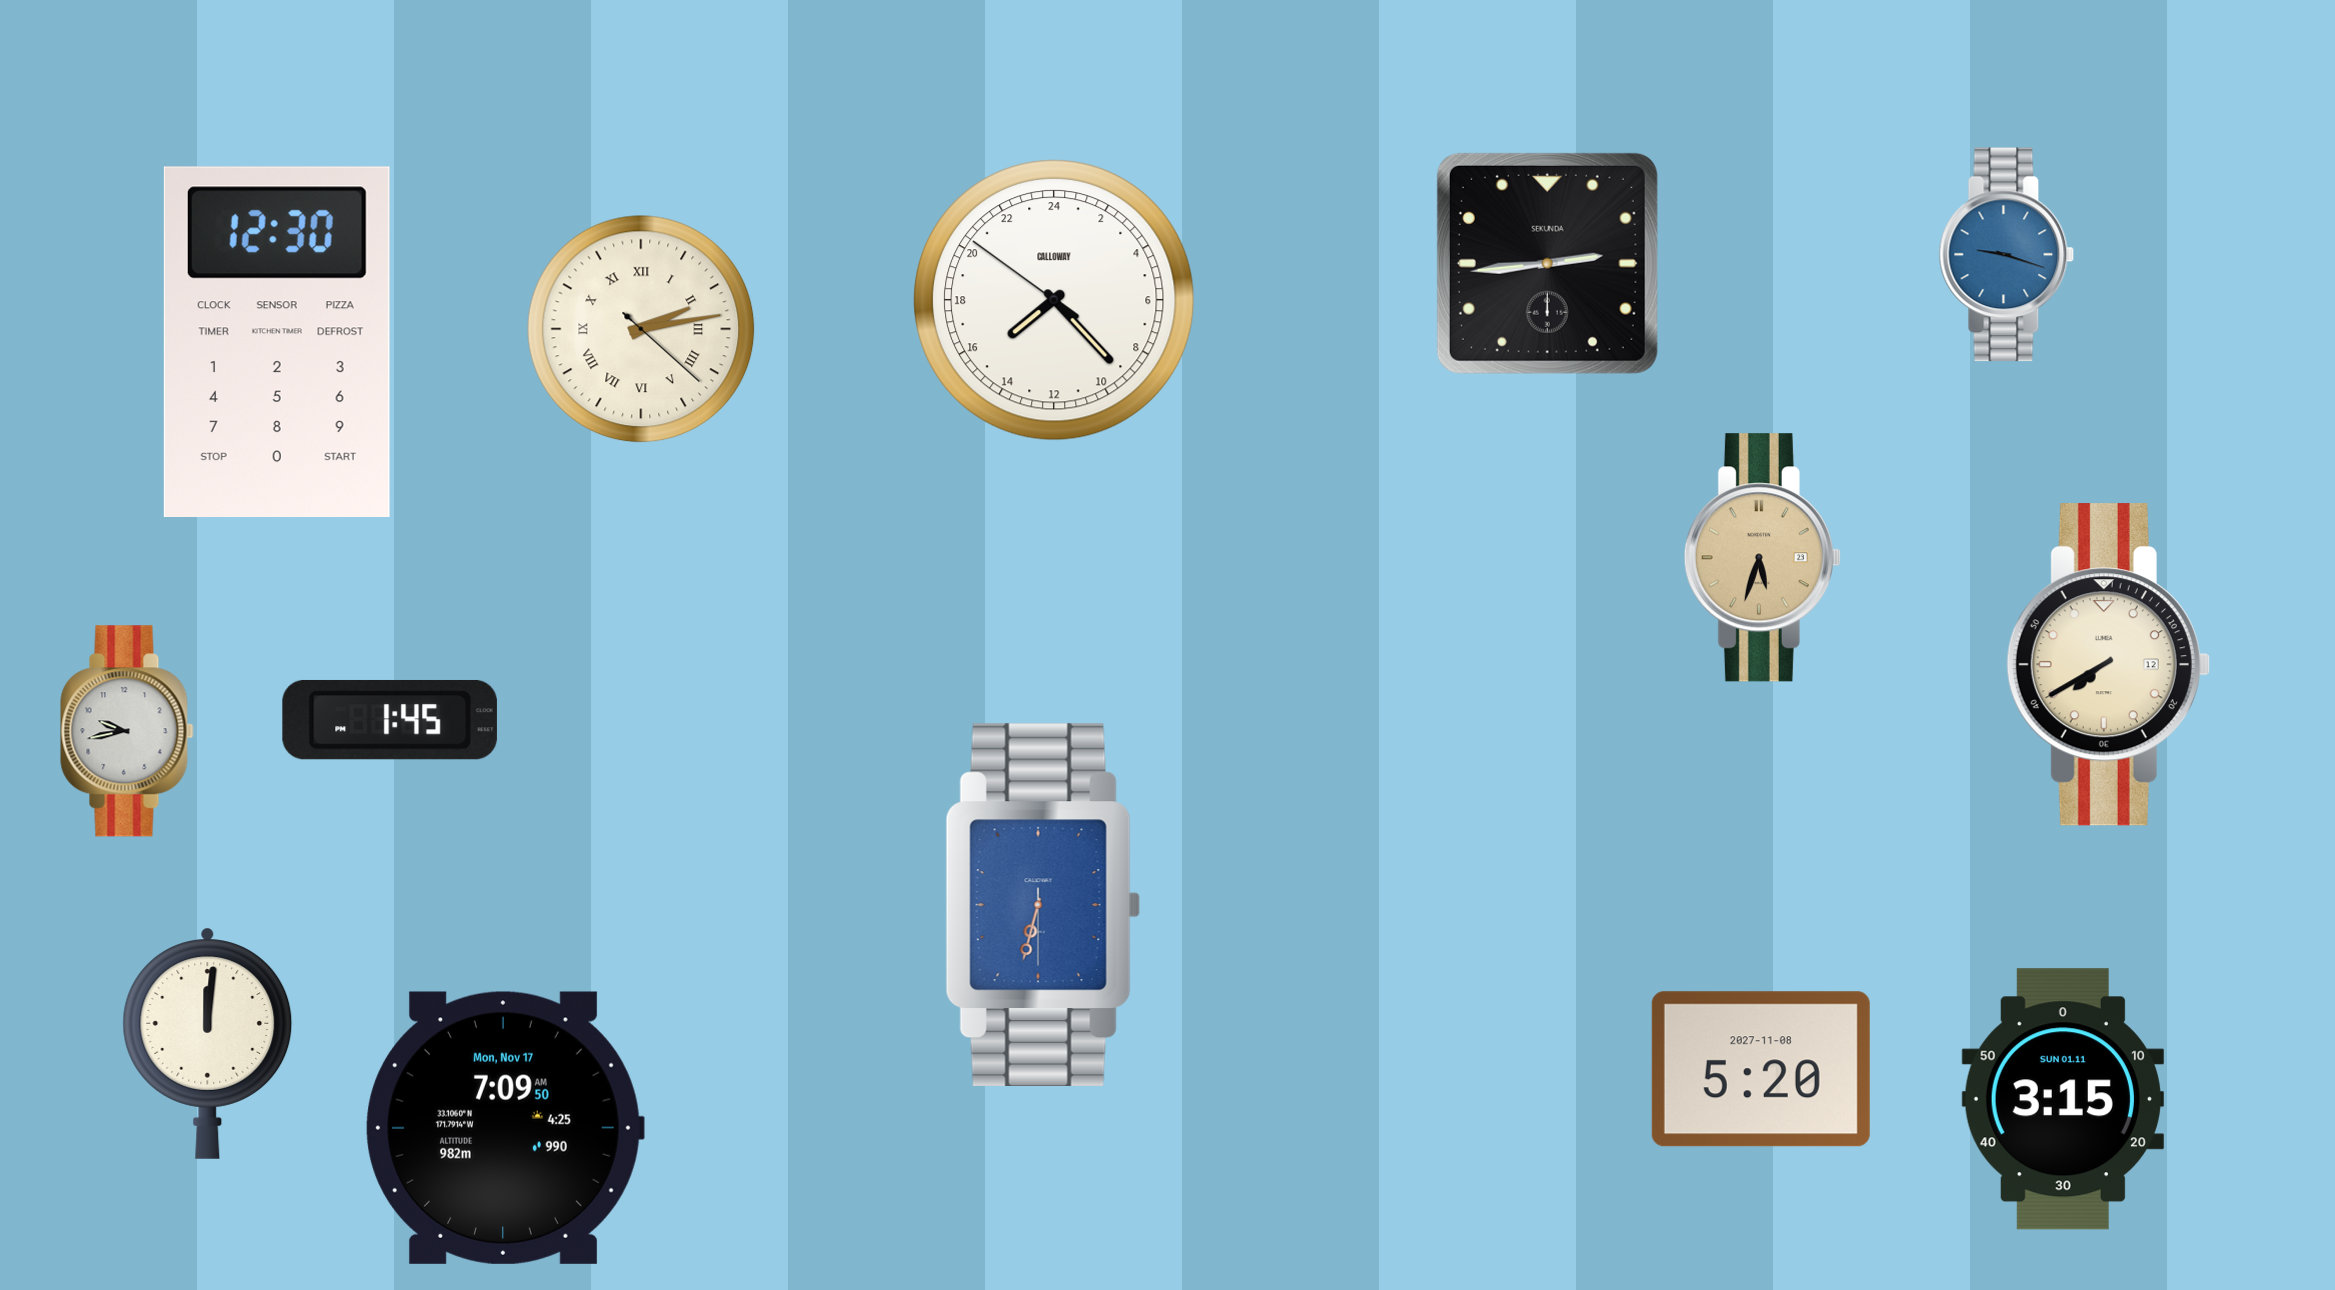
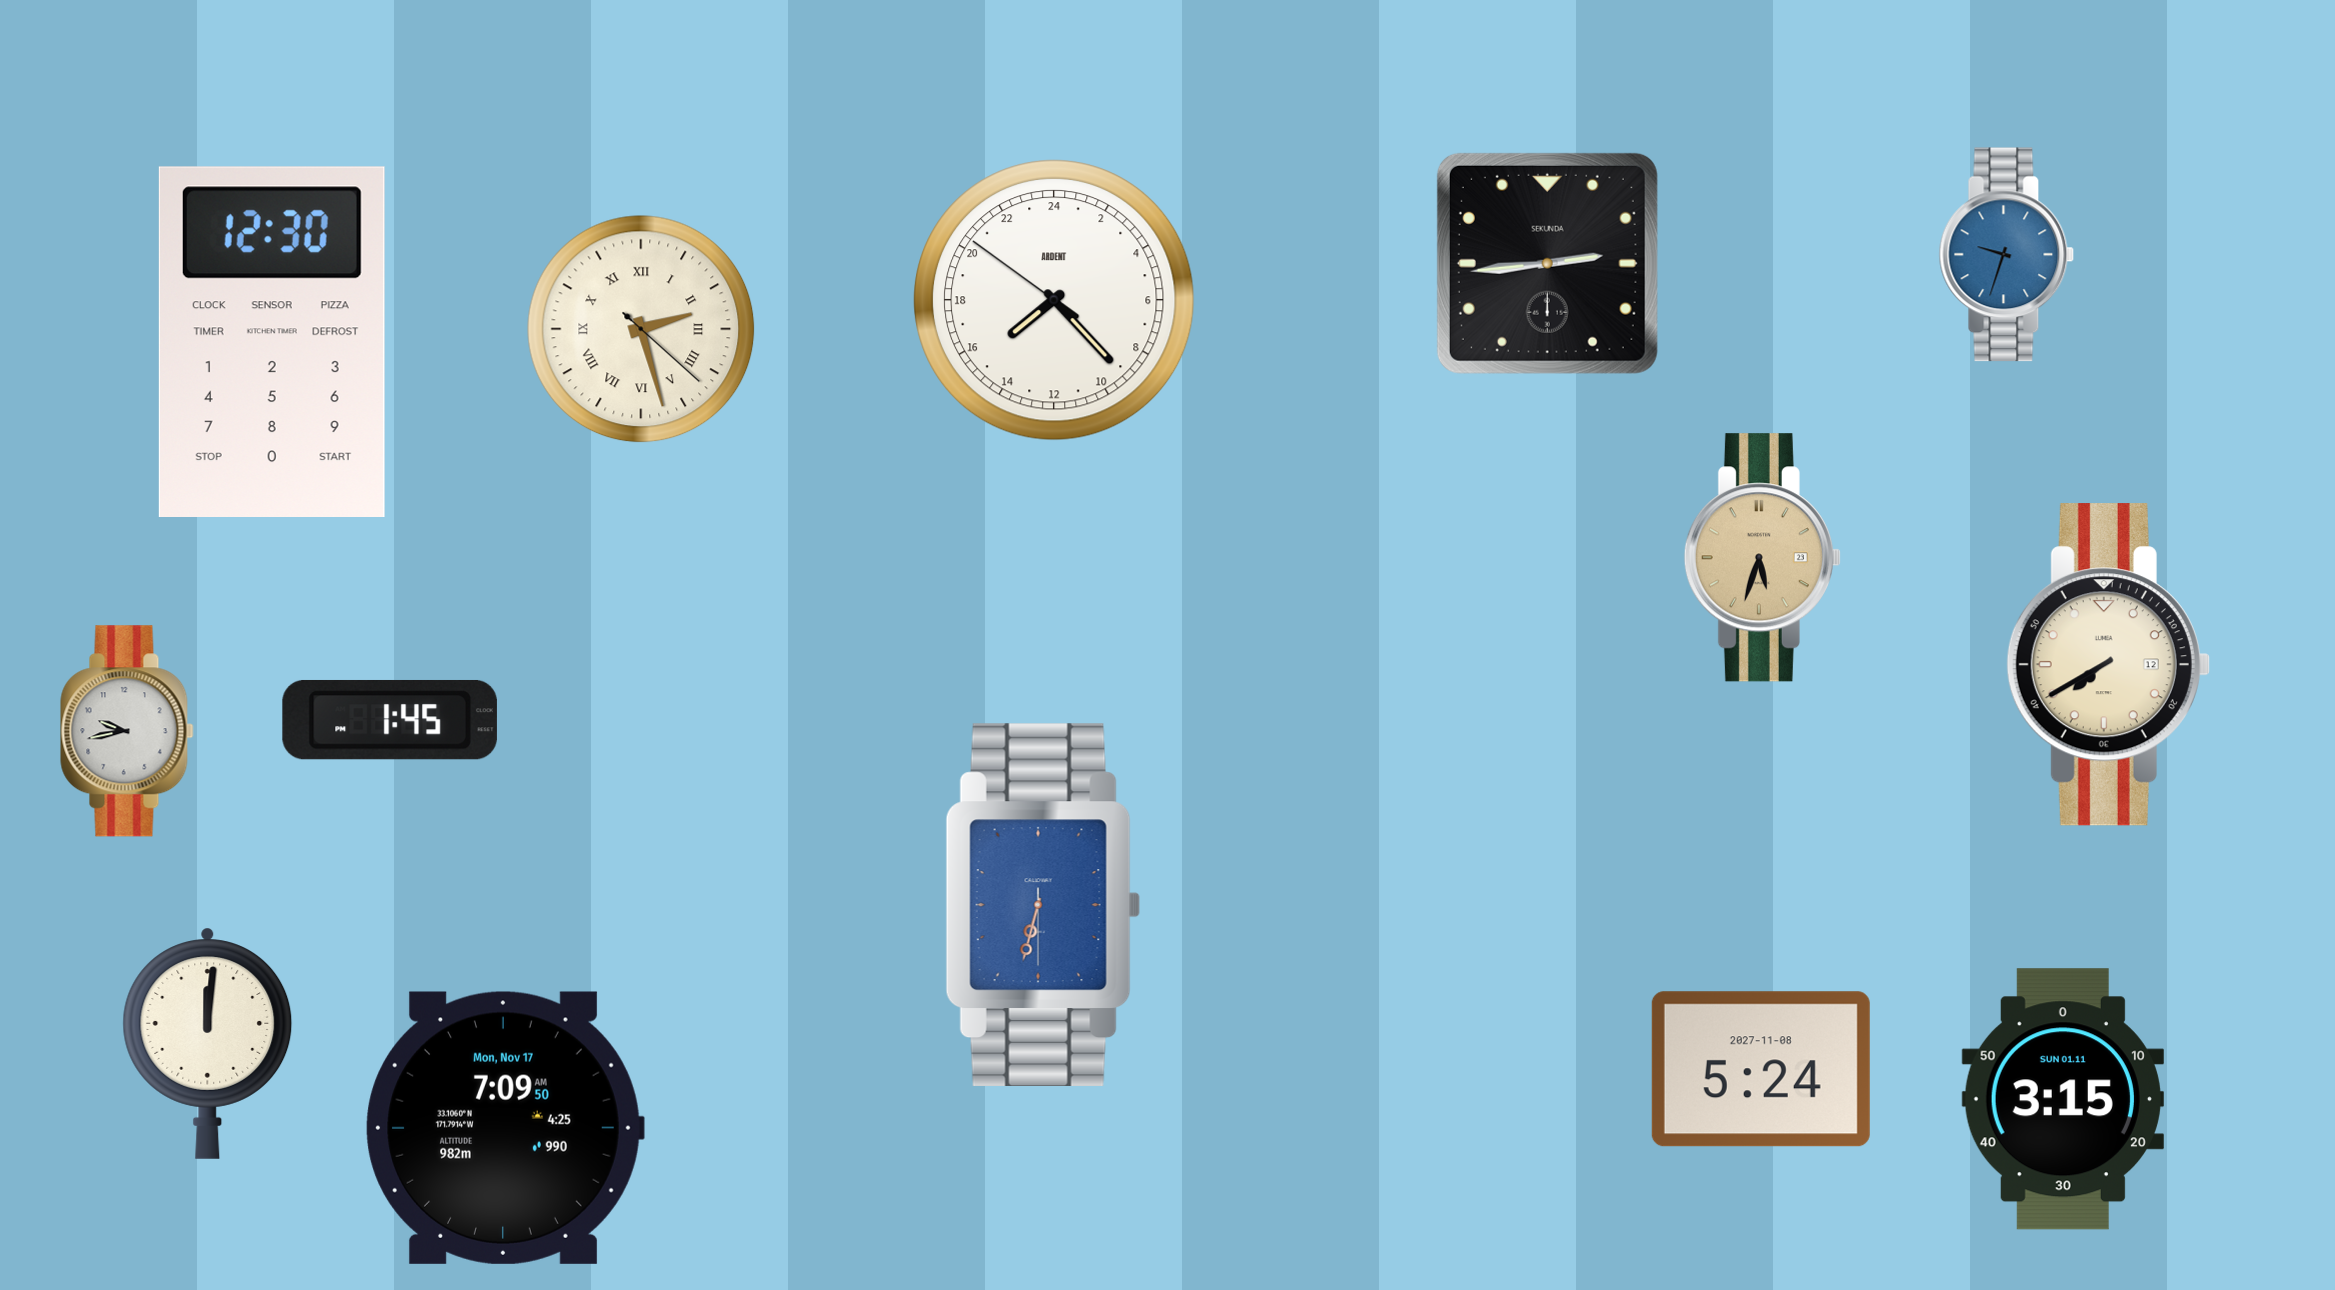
clock at (2007, 255): 9:18 -> 9:33
clock at (1055, 301) brand: CALLOWAY -> ARDENT
clock at (641, 329): 2:13 -> 2:27
clock at (277, 341) position: (277, 341) -> (272, 341)
clock at (1761, 1069): 5:20 -> 5:24
